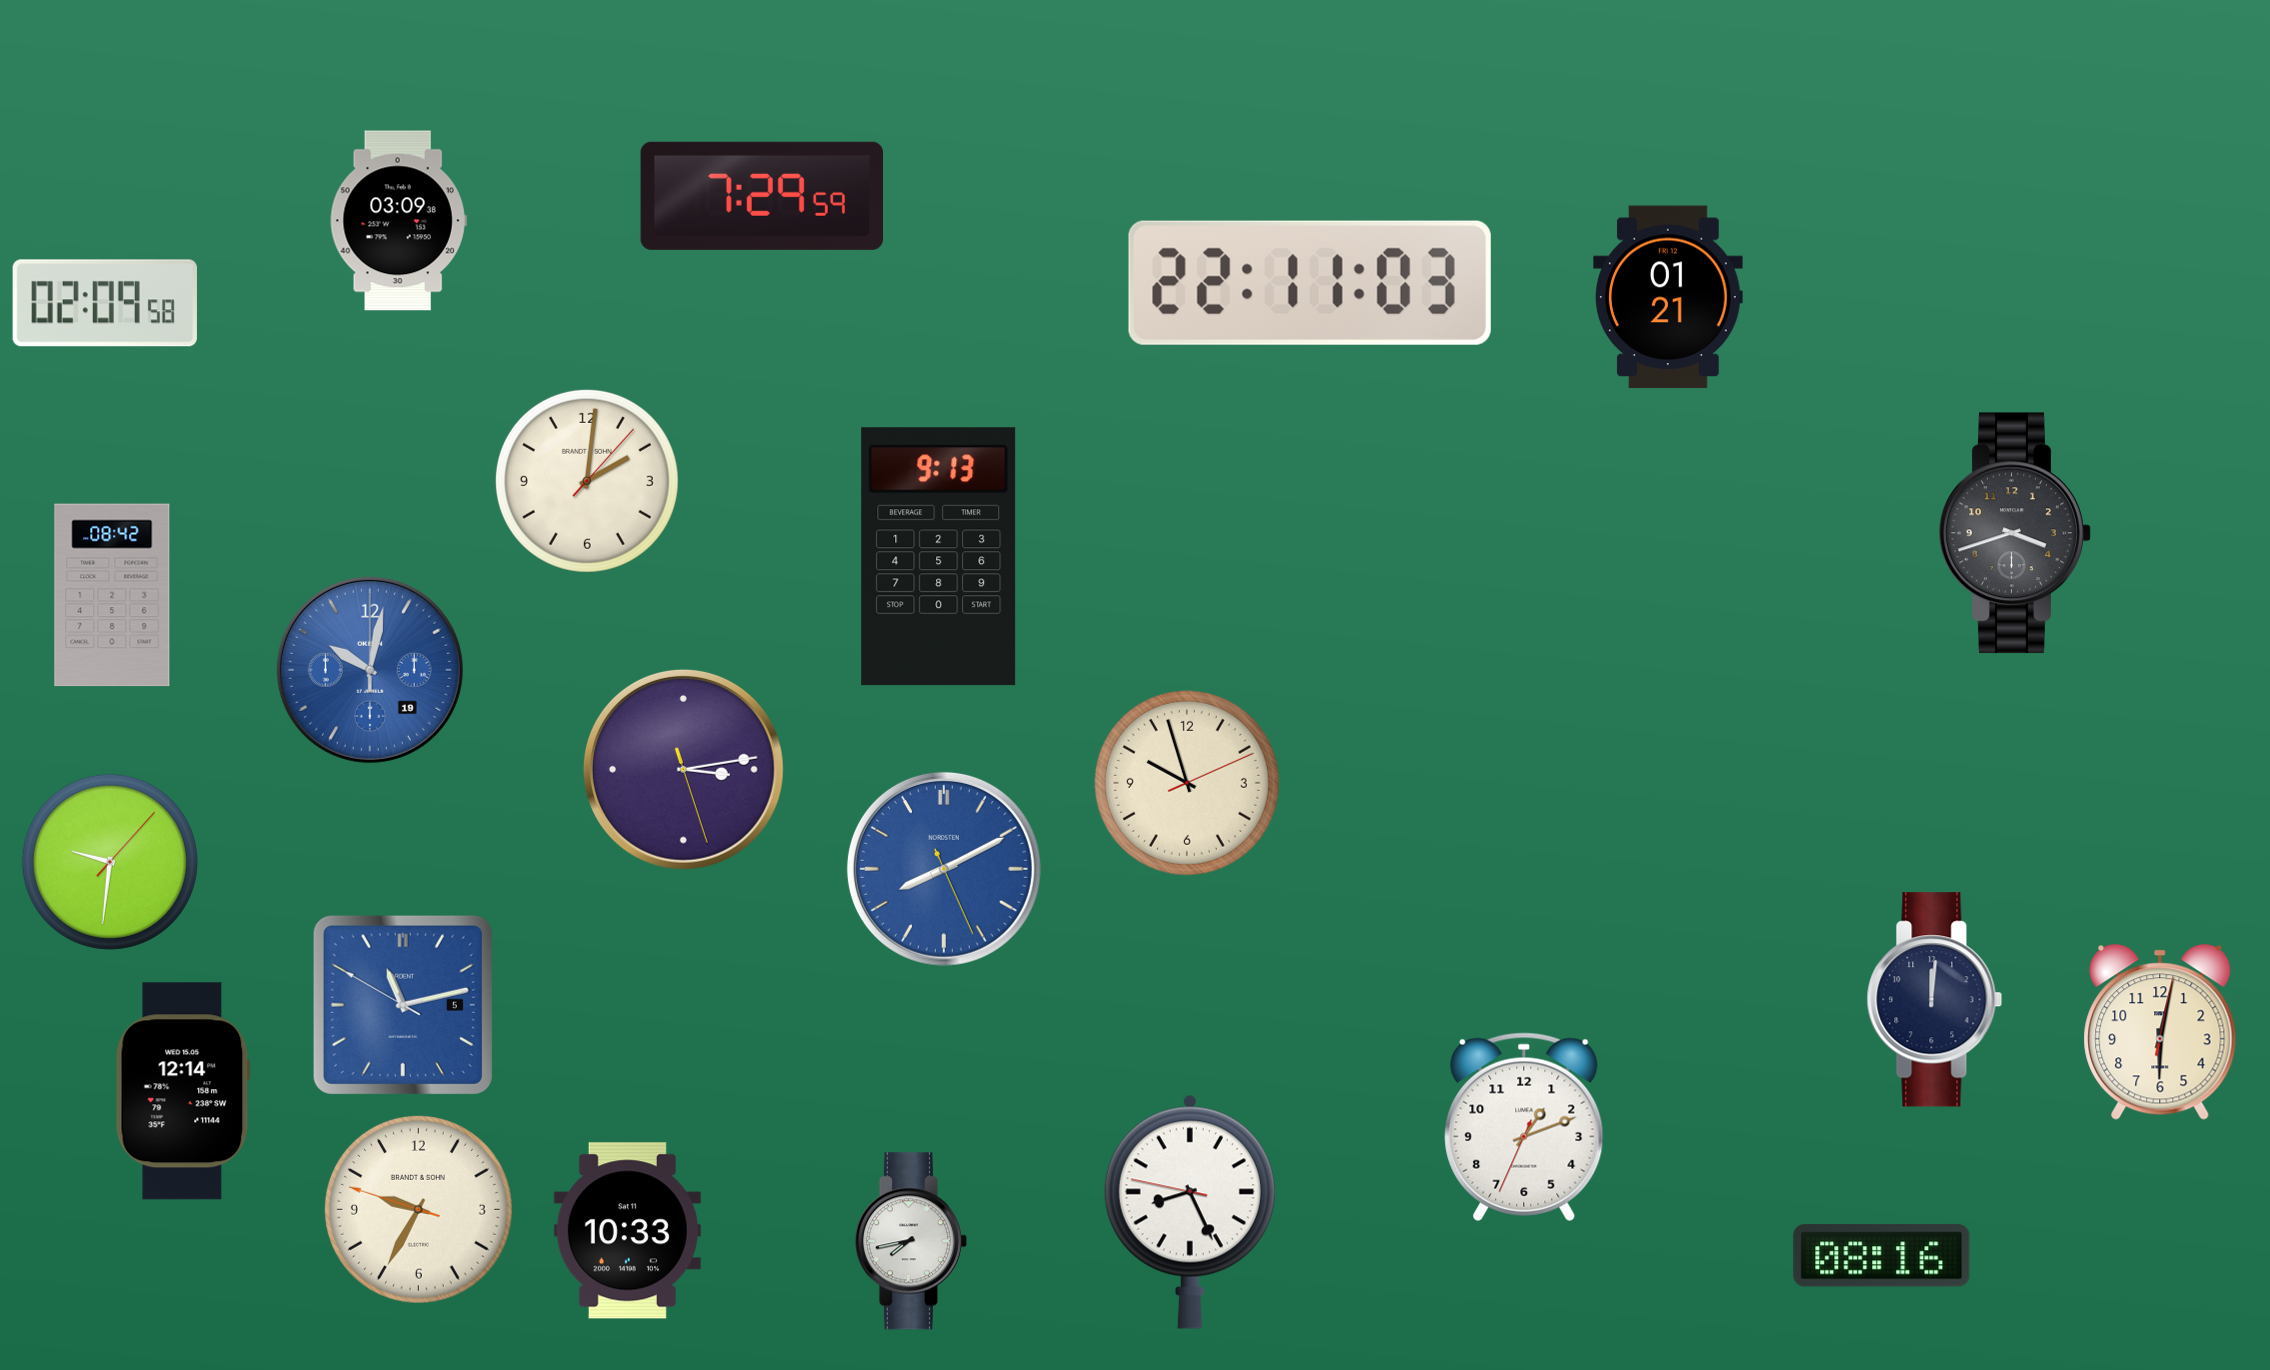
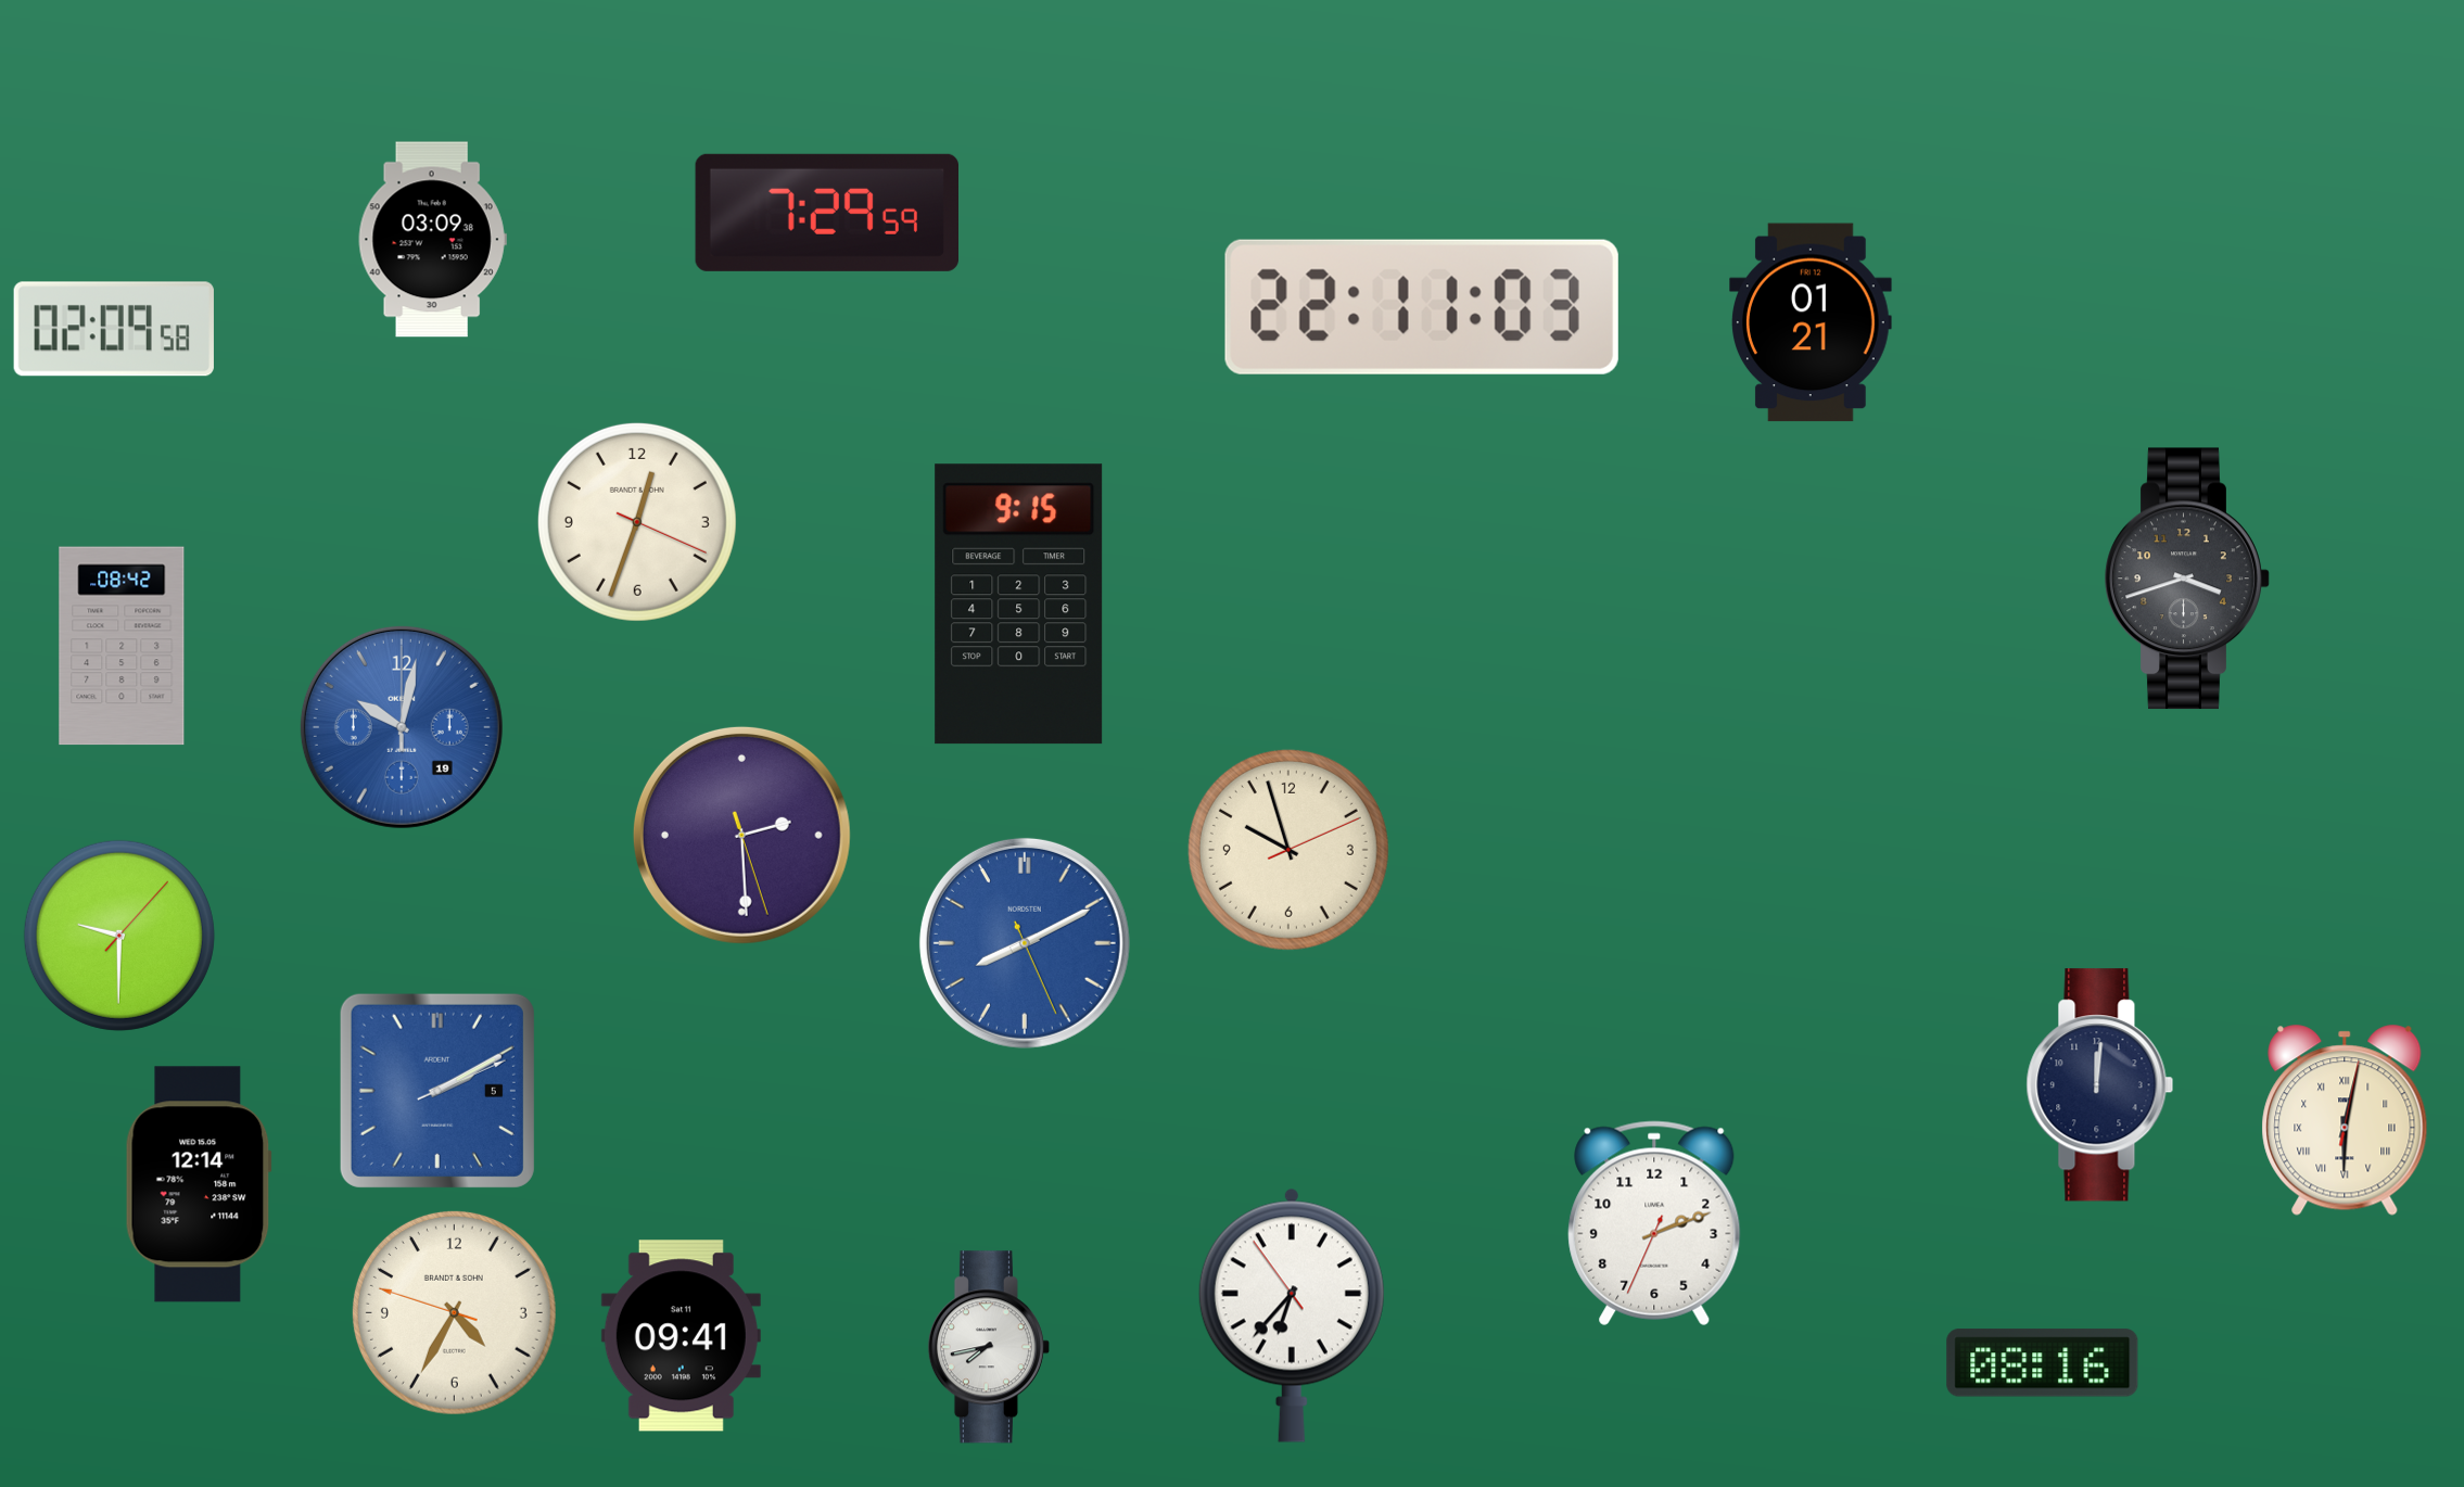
clock at (587, 481): 2:01 -> 12:33
clock at (939, 557): 9:13 -> 9:15
clock at (683, 769): 3:13 -> 2:29
clock at (110, 862): 9:31 -> 9:30
clock at (403, 1005): 11:12 -> 2:10
clock at (2160, 1032) numerals: Arabic -> Roman
clock at (1524, 1127): 1:11 -> 2:11
clock at (418, 1209): 9:34 -> 4:34
clock at (1190, 1212): 8:25 -> 6:36
clock at (627, 1231): 10:33 -> 09:41
